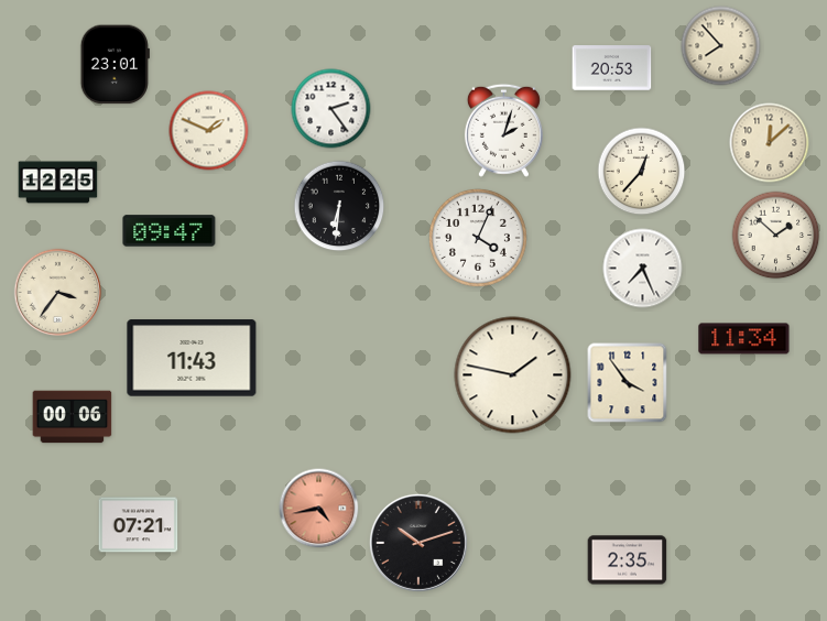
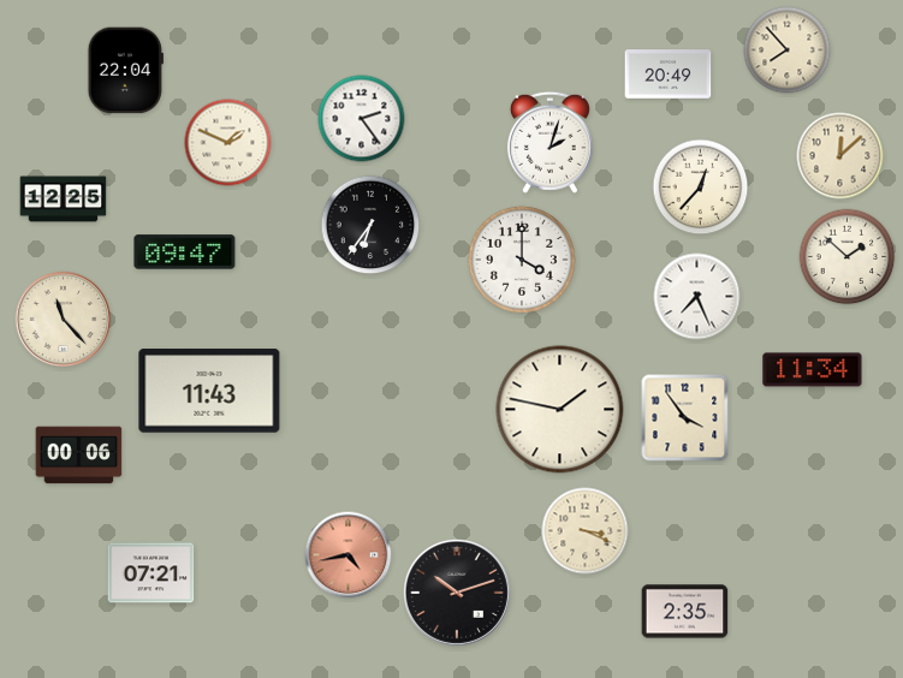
clock at (115, 65): 23:01 -> 22:04
clock at (612, 68): 20:53 -> 20:49
clock at (339, 206): 6:31 -> 6:36
clock at (478, 238): 4:04 -> 4:00
clock at (643, 269) position: (643, 269) -> (697, 297)
clock at (58, 293): 3:36 -> 11:23
clock at (586, 531): none -> 3:19
